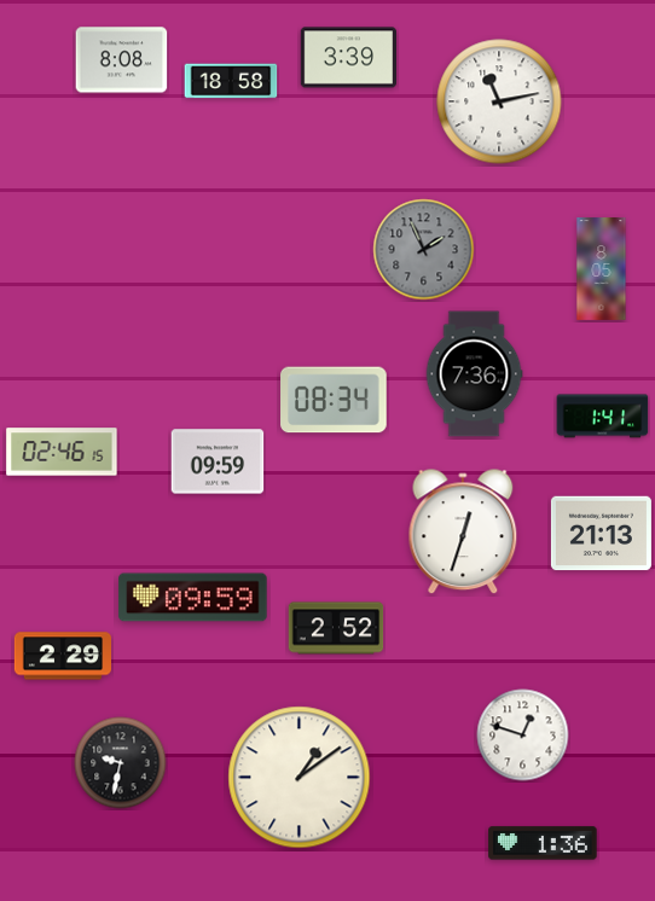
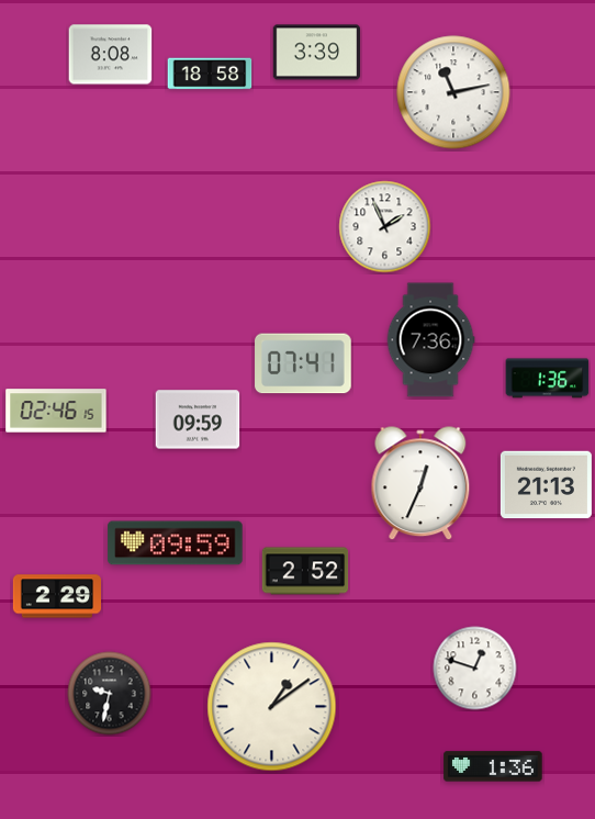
clock at (424, 250) dial: grey -> white
clock at (602, 269): 8:05 -> none
clock at (334, 400): 08:34 -> 07:41
clock at (603, 417): 1:41 -> 1:36
clock at (463, 533): 12:33 -> 12:34
